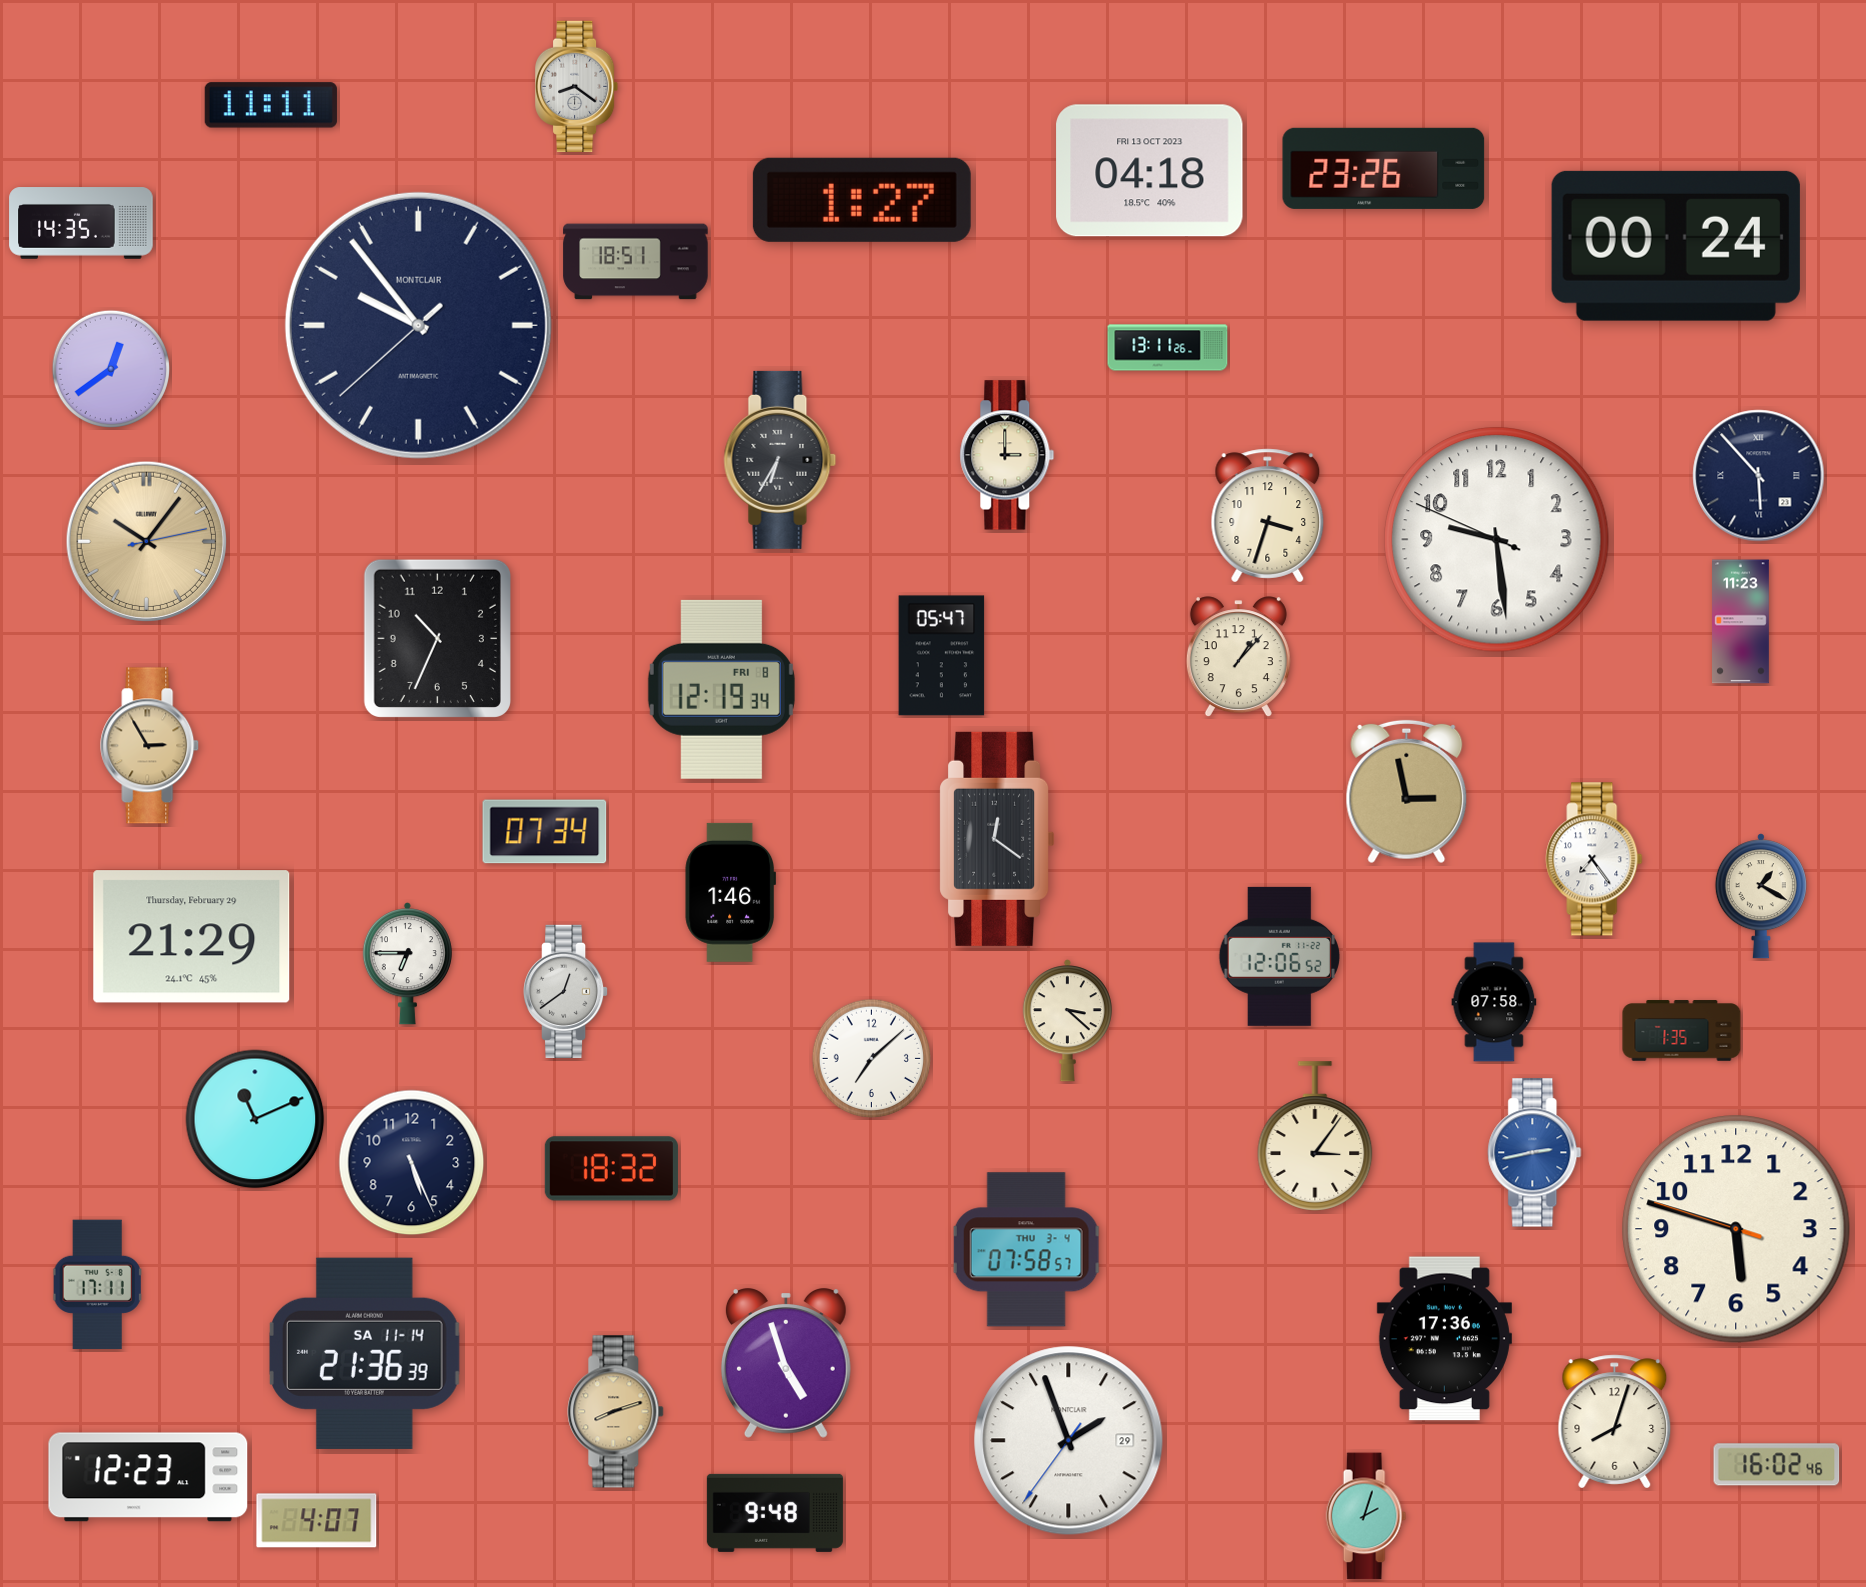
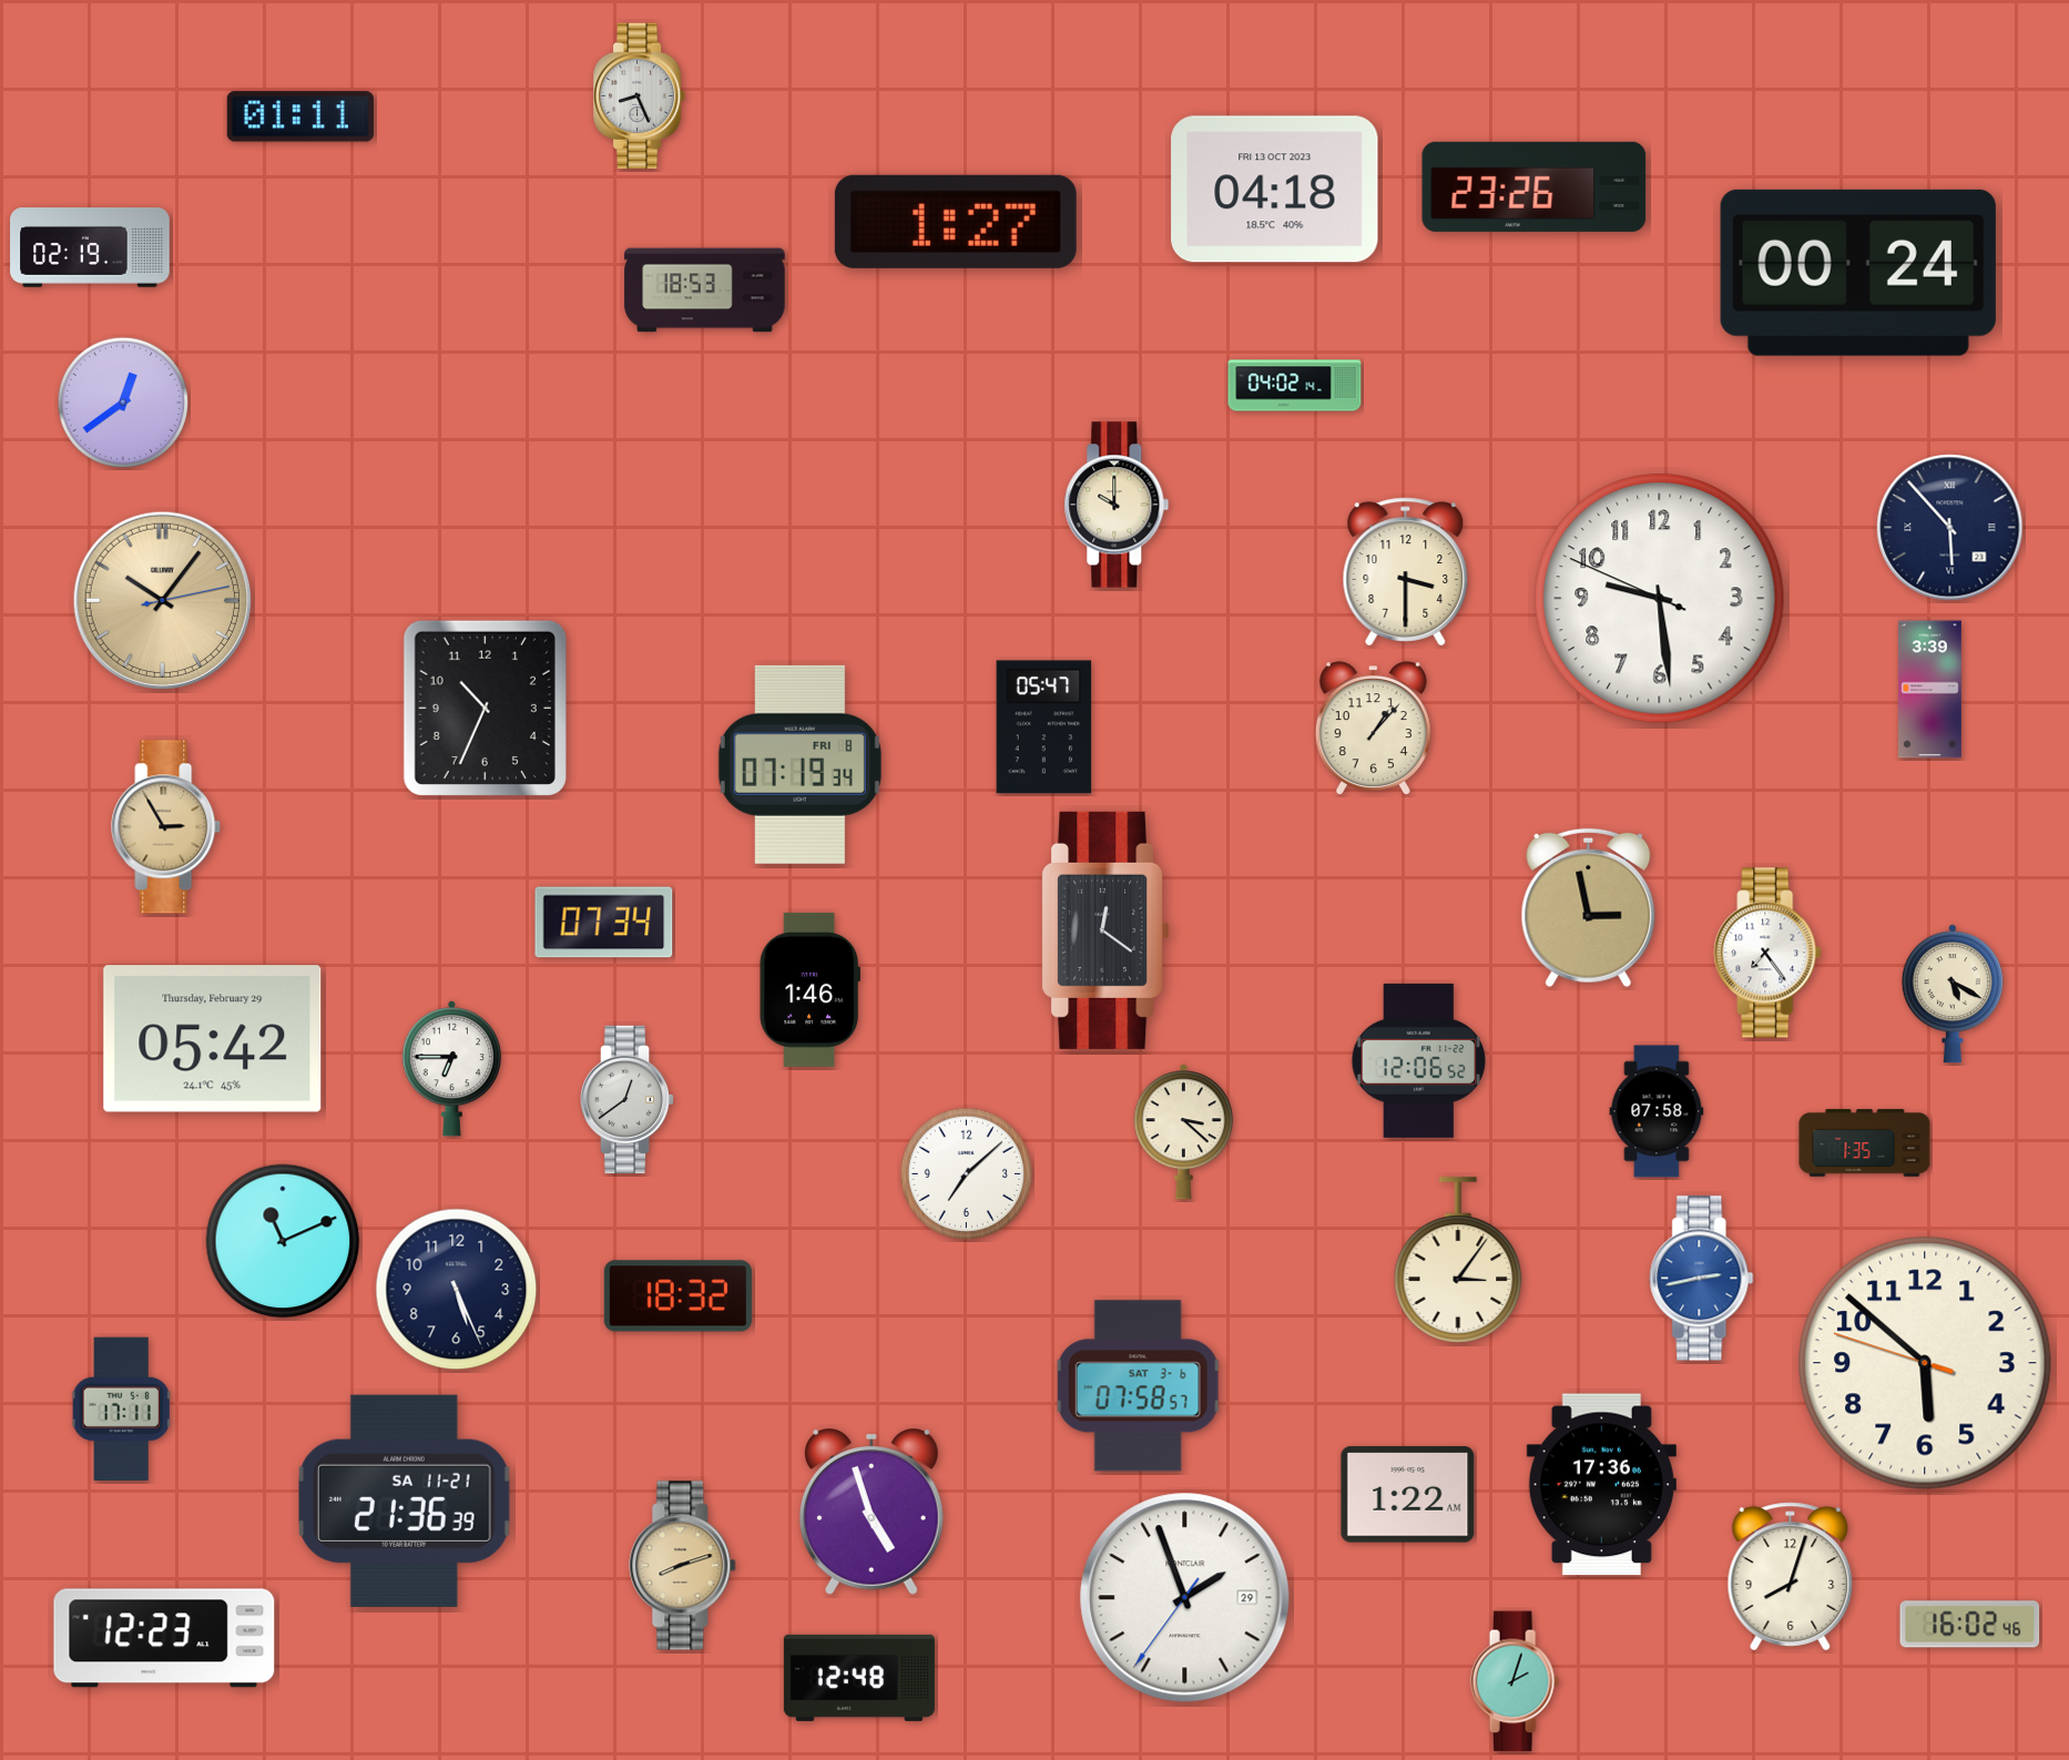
clock at (578, 86): 8:21 -> 8:26
clock at (271, 105): 11:11 -> 01:11
clock at (81, 223): 14:35 -> 02:19
clock at (636, 262): 18:51 -> 18:53
clock at (418, 325): 9:53 -> none
clock at (1168, 348): 13:11 -> 04:02
clock at (111, 369) position: (111, 369) -> (123, 403)
clock at (1007, 455): 3:00 -> 10:00
clock at (780, 460): 6:35 -> none
clock at (1268, 516): 3:33 -> 3:30
clock at (1741, 622): 11:23 -> 3:39
clock at (721, 689): 12:19 -> 07:19
clock at (1407, 792) position: (1407, 792) -> (1589, 908)
clock at (1761, 896): 1:20 -> 5:20
clock at (192, 937): 21:29 -> 05:42
clock at (1736, 1229): 5:47 -> 5:51
clock at (1026, 1250) date: THU 3-4 -> SAT 3-6
clock at (98, 1285) position: (98, 1285) -> (122, 1410)
clock at (1408, 1495): none -> 1:22
clock at (365, 1353) date: SA 11-14 -> SA 11-21
clock at (775, 1513): 9:48 -> 12:48
clock at (317, 1521): 4:07 -> none
